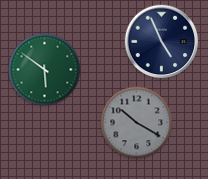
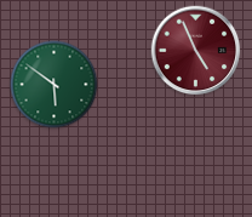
clock at (162, 42) dial: navy -> burgundy
clock at (137, 123): 10:20 -> none
